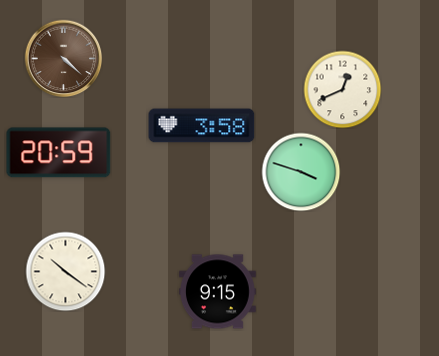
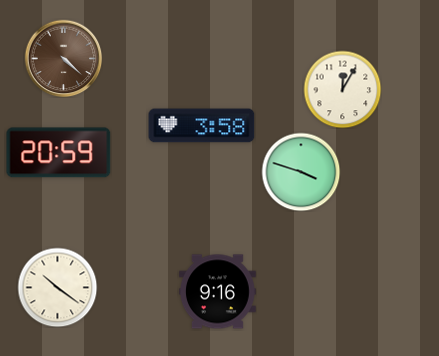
clock at (342, 89): 12:41 -> 12:05
clock at (65, 271) position: (65, 271) -> (57, 287)
clock at (218, 292): 9:15 -> 9:16
